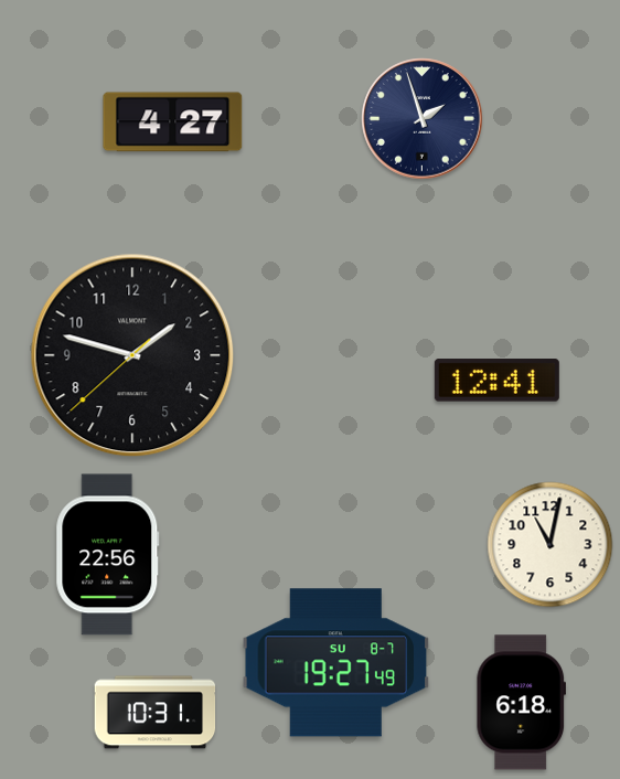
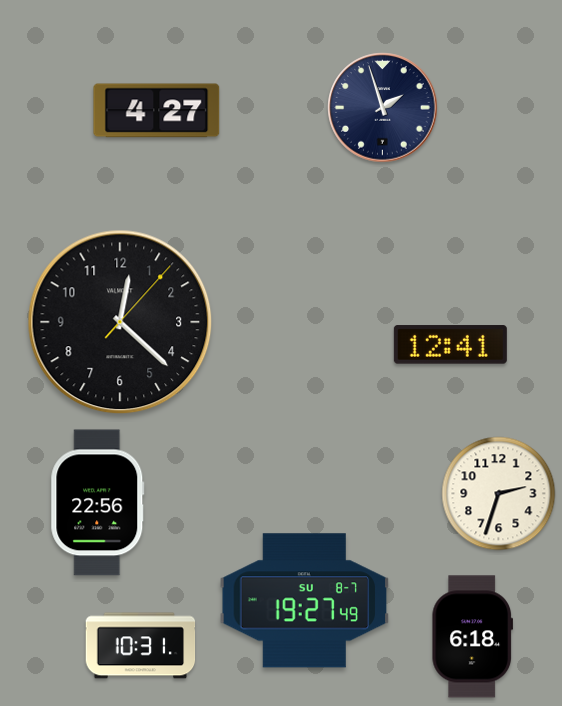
clock at (132, 355): 1:47 -> 12:22
clock at (550, 545): 11:02 -> 2:33
